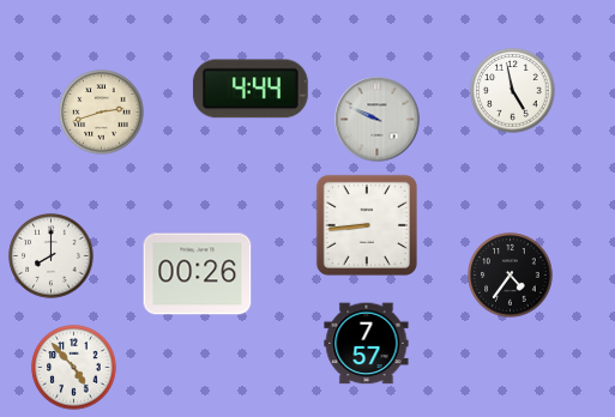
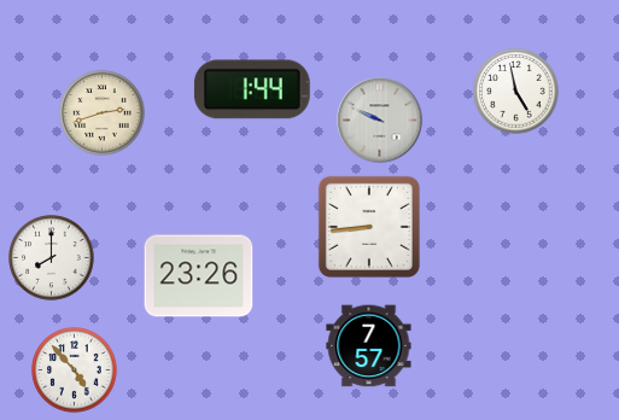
clock at (251, 89): 4:44 -> 1:44
clock at (198, 274): 00:26 -> 23:26
clock at (511, 276): 4:36 -> none
